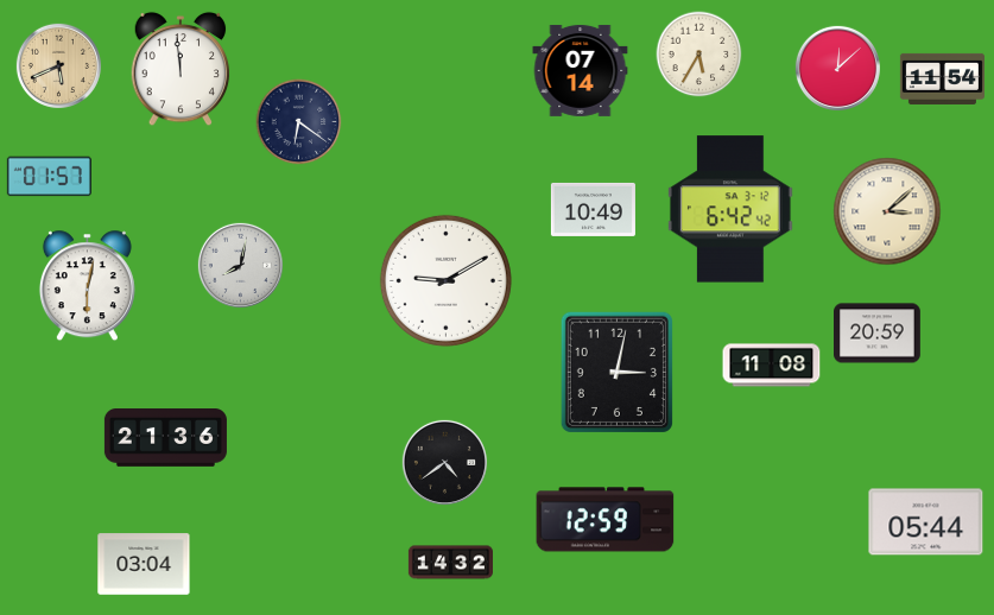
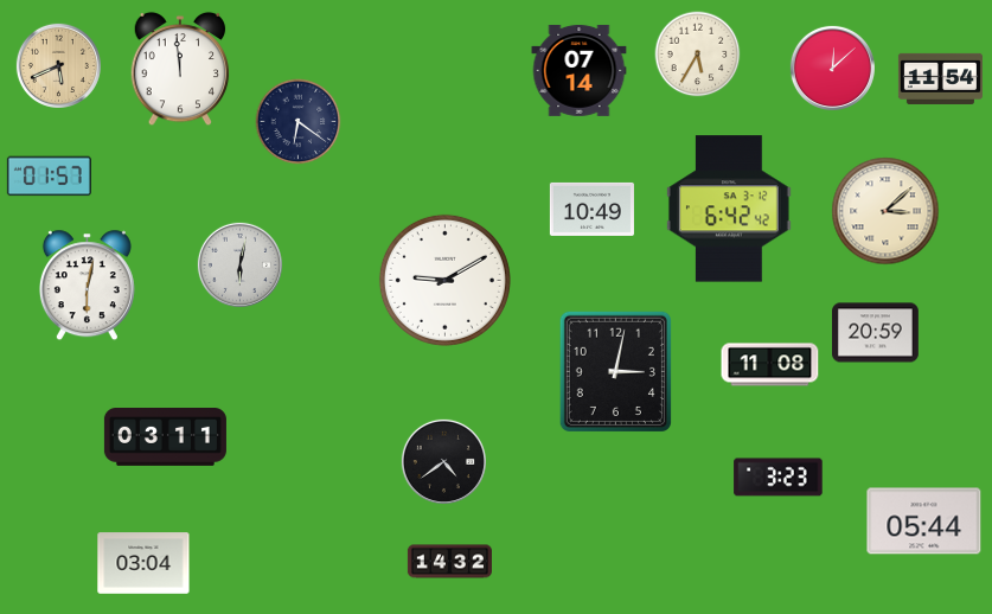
clock at (837, 68) position: (837, 68) -> (832, 68)
clock at (240, 265): 8:02 -> 6:02
clock at (165, 438): 21:36 -> 03:11
clock at (779, 478): none -> 3:23
clock at (606, 520): 12:59 -> none
